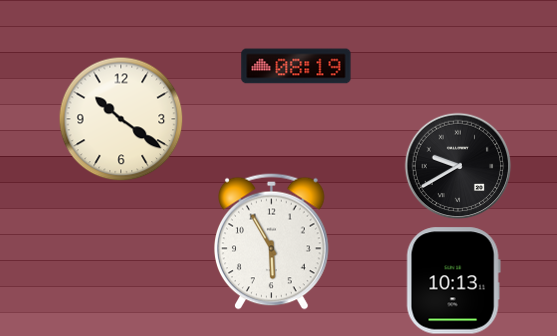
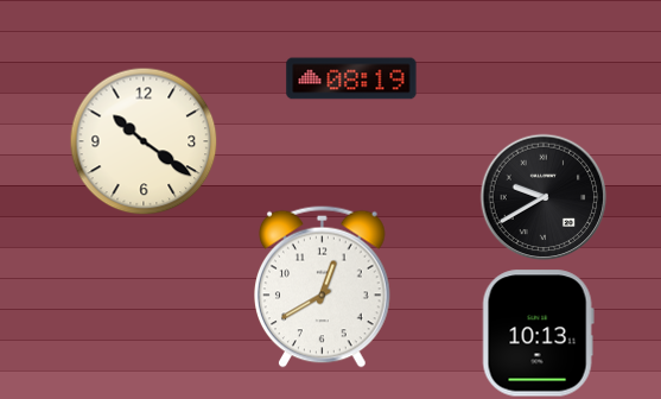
clock at (272, 241): 5:55 -> 12:40
